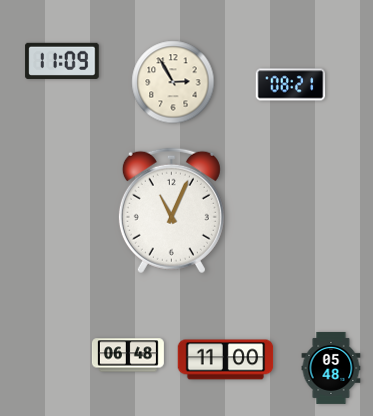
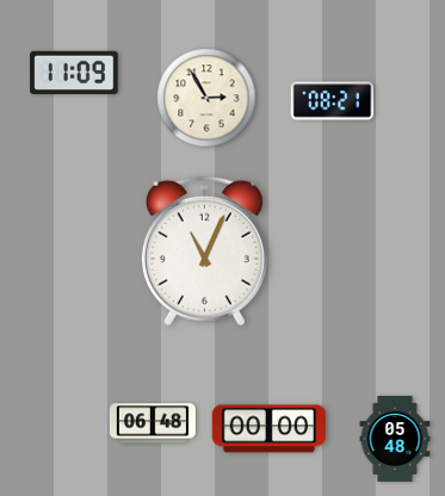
clock at (291, 85) position: (291, 85) -> (333, 101)
clock at (226, 360): 11:00 -> 00:00
